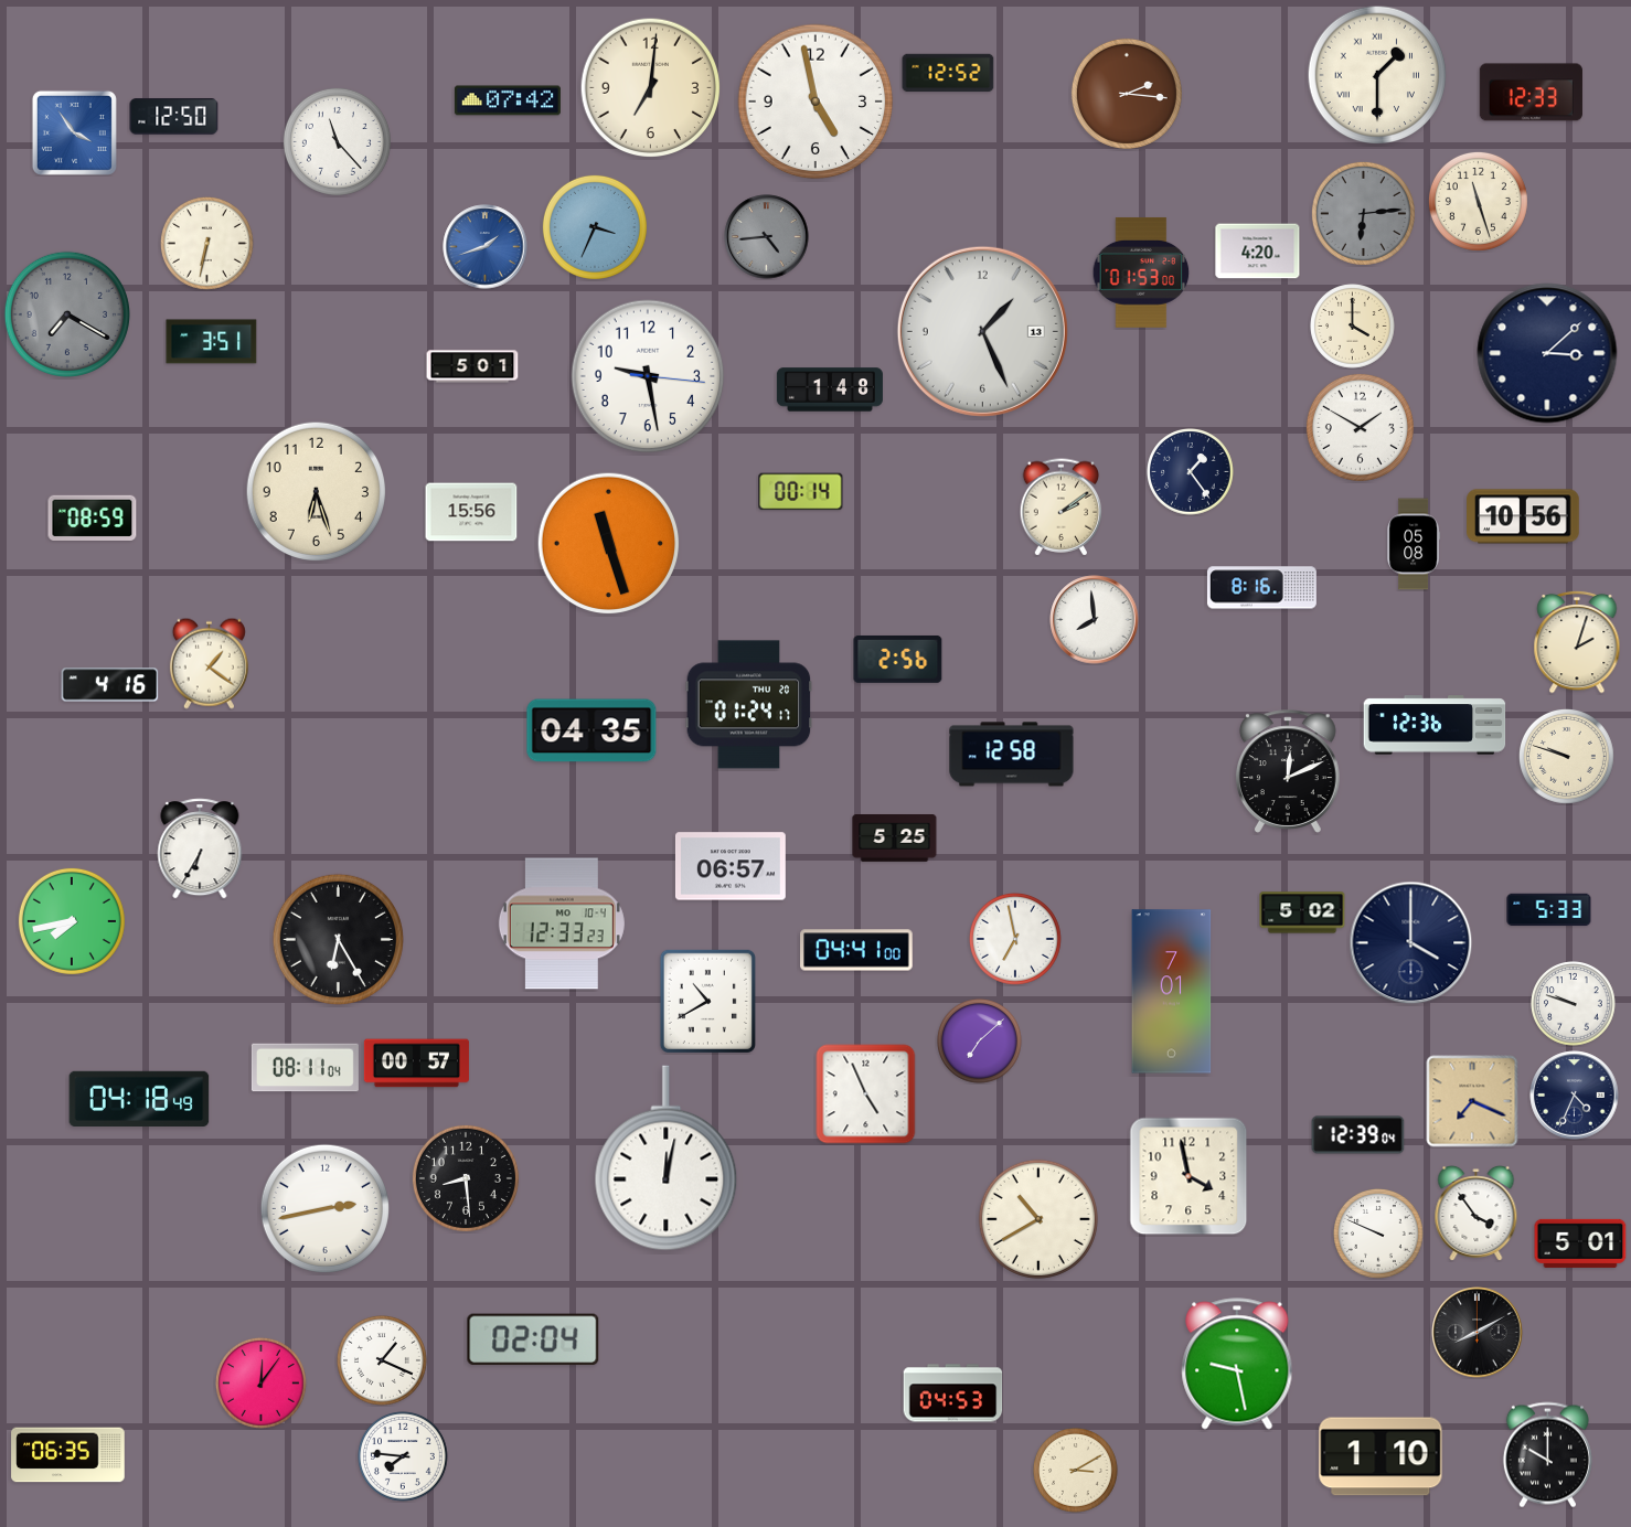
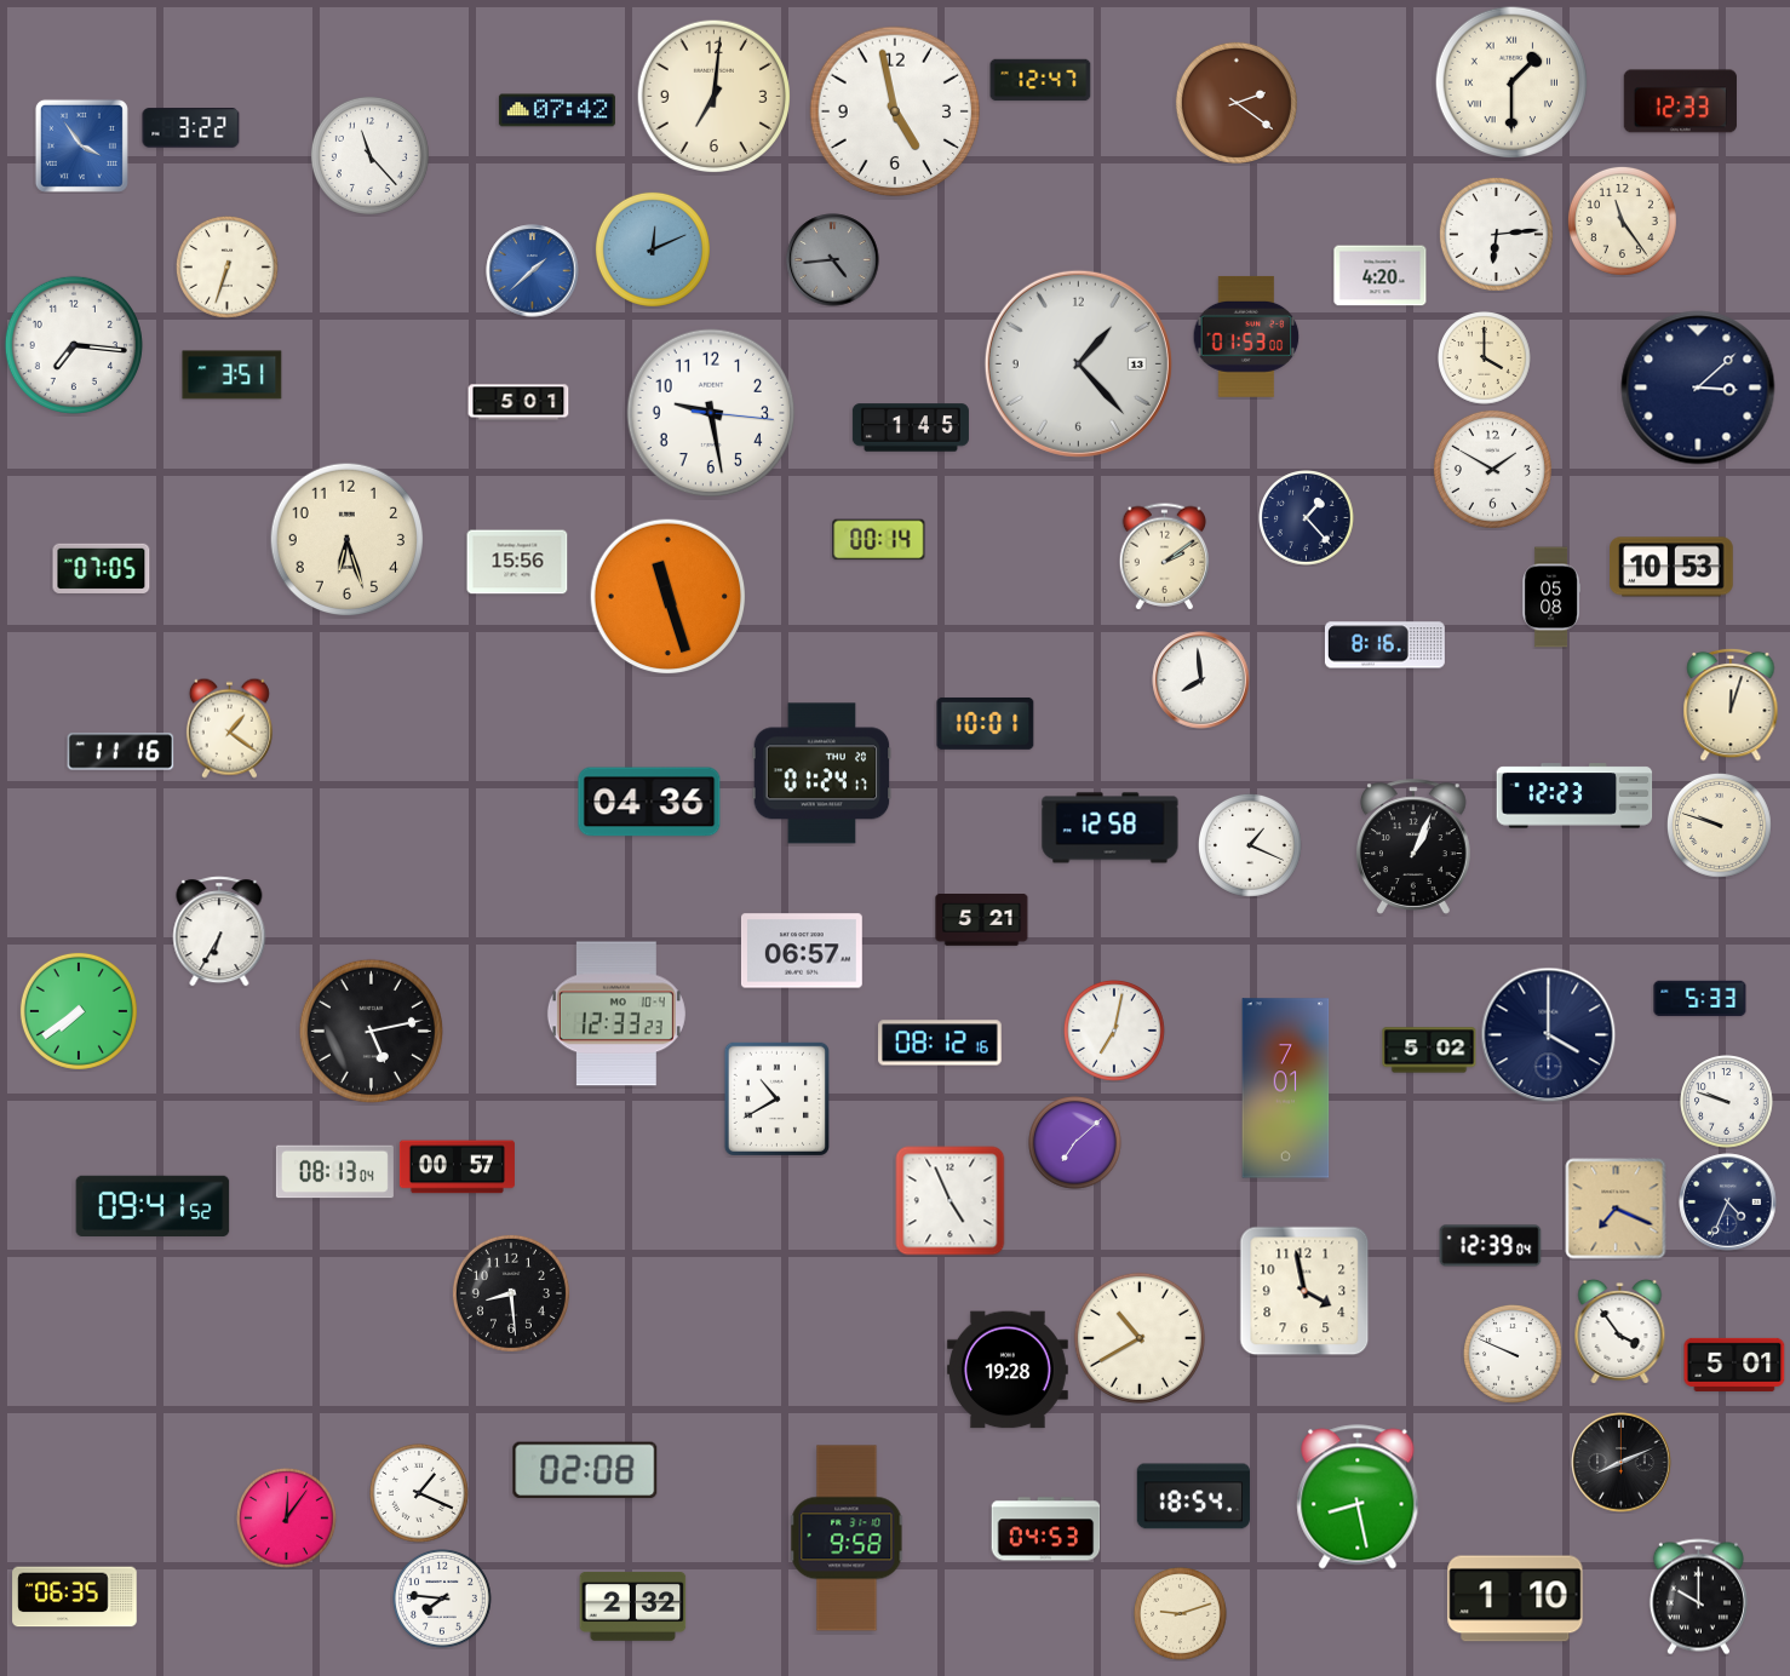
clock at (948, 73): 12:52 -> 12:47
clock at (1127, 94): 2:16 -> 2:21
clock at (174, 117): 12:50 -> 3:22
clock at (1478, 201): 11:27 -> 11:24
clock at (1363, 213) dial: grey -> white
clock at (595, 227): 3:34 -> 12:11
clock at (767, 237) position: (767, 237) -> (833, 260)
clock at (206, 243): 6:32 -> 6:33
clock at (486, 247): 1:42 -> 1:38
clock at (1141, 273) position: (1141, 273) -> (1246, 337)
clock at (67, 314): 7:20 -> 7:16
clock at (67, 314) dial: grey -> white
clock at (982, 331): 1:26 -> 1:23
clock at (830, 389): 1:48 -> 1:45
clock at (1191, 472): 1:24 -> 1:23
clock at (1523, 516): 10:56 -> 10:53
clock at (93, 517): 08:59 -> 07:05
clock at (1577, 642): 2:03 -> 12:03
clock at (898, 660): 2:56 -> 10:01
clock at (110, 685): 4:16 -> 11:16
clock at (1435, 725): 12:36 -> 12:23
clock at (591, 730): 04:35 -> 04:36
clock at (1566, 756) position: (1566, 756) -> (1719, 825)
clock at (1250, 845): none -> 1:19
clock at (1288, 771): 12:11 -> 1:04
clock at (895, 839): 5:25 -> 5:21
clock at (1302, 912) position: (1302, 912) -> (1429, 1050)
clock at (72, 921): 7:43 -> 7:39
clock at (338, 939): 6:25 -> 5:13
clock at (1015, 939): 6:58 -> 7:02
clock at (856, 950): 04:41 -> 08:12
clock at (305, 1068): 08:11 -> 08:13
clock at (139, 1098): 04:18 -> 09:41
clock at (667, 1158): 12:02 -> none
clock at (324, 1208): 2:43 -> none
clock at (1008, 1370): none -> 19:28
clock at (1478, 1333): 8:10 -> 8:11
clock at (533, 1339): 02:04 -> 02:08
clock at (1193, 1497): none -> 18:54
clock at (1237, 1364): 9:28 -> 8:28
clock at (847, 1538): none -> 9:58
clock at (633, 1606): none -> 2:32
clock at (1076, 1471): 3:10 -> 9:12
